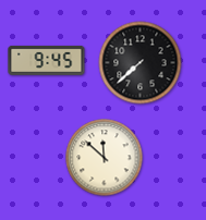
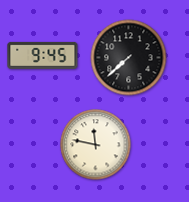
clock at (105, 158): 11:52 -> 11:47
